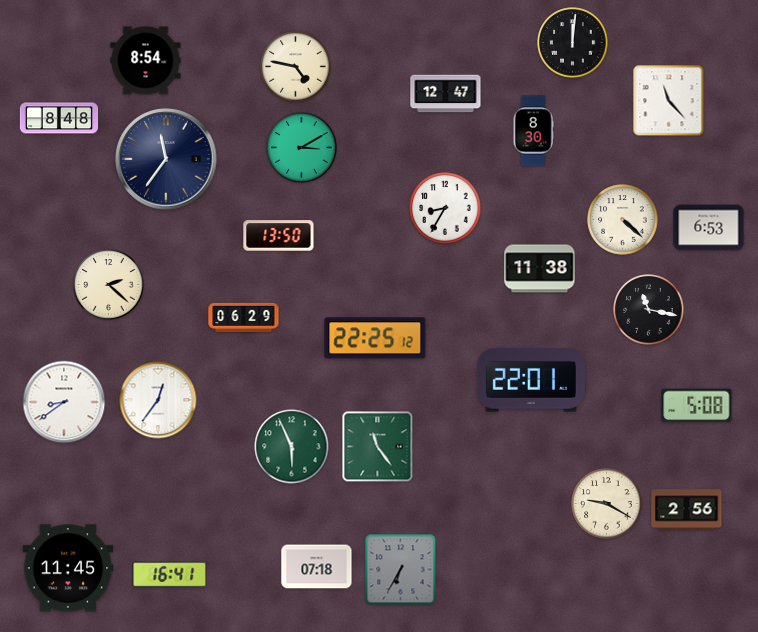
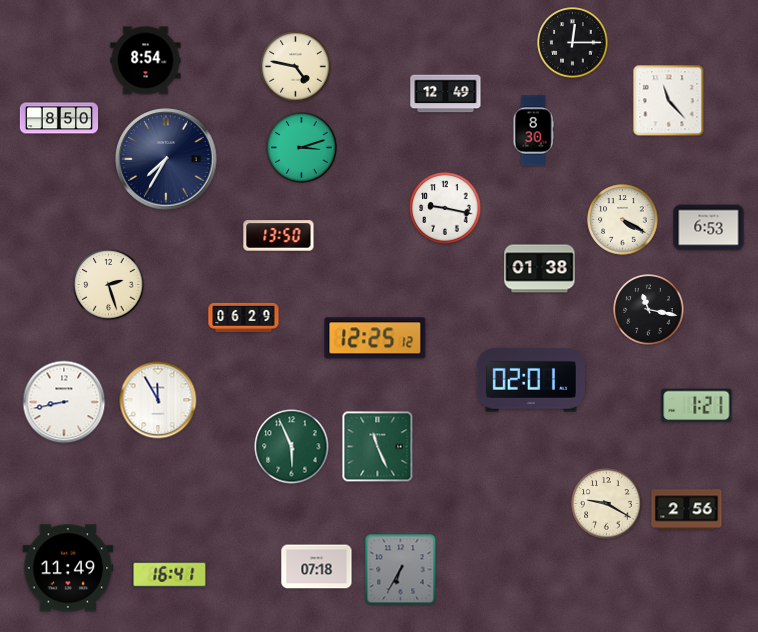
clock at (573, 43): 12:01 -> 12:15
clock at (446, 94): 12:47 -> 12:49
clock at (59, 118): 8:48 -> 8:50
clock at (302, 148): 3:10 -> 3:12
clock at (166, 159): 11:36 -> 7:35
clock at (445, 208): 8:35 -> 9:17
clock at (623, 220): 4:22 -> 4:20
clock at (540, 269): 11:38 -> 01:38
clock at (109, 285): 2:22 -> 2:27
clock at (375, 338): 22:25 -> 12:25
clock at (531, 380): 22:01 -> 02:01
clock at (158, 400): 12:36 -> 11:55
clock at (64, 402): 8:39 -> 8:43
clock at (697, 406): 5:08 -> 1:21
clock at (378, 447): 11:24 -> 11:26
clock at (68, 568): 11:45 -> 11:49
